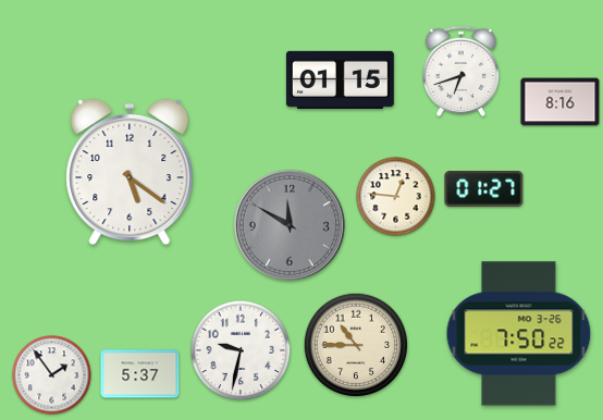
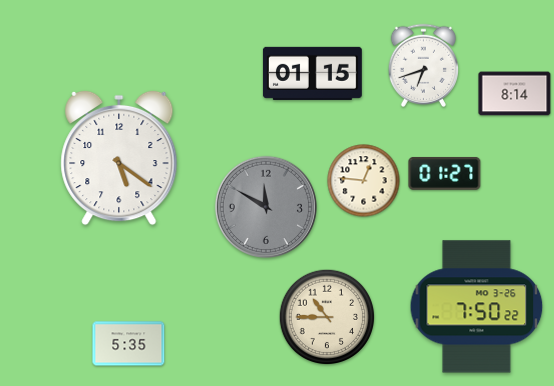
clock at (561, 102): 8:16 -> 8:14
clock at (241, 350): 9:32 -> none
clock at (140, 374): 5:37 -> 5:35
clock at (52, 375): 1:54 -> none
